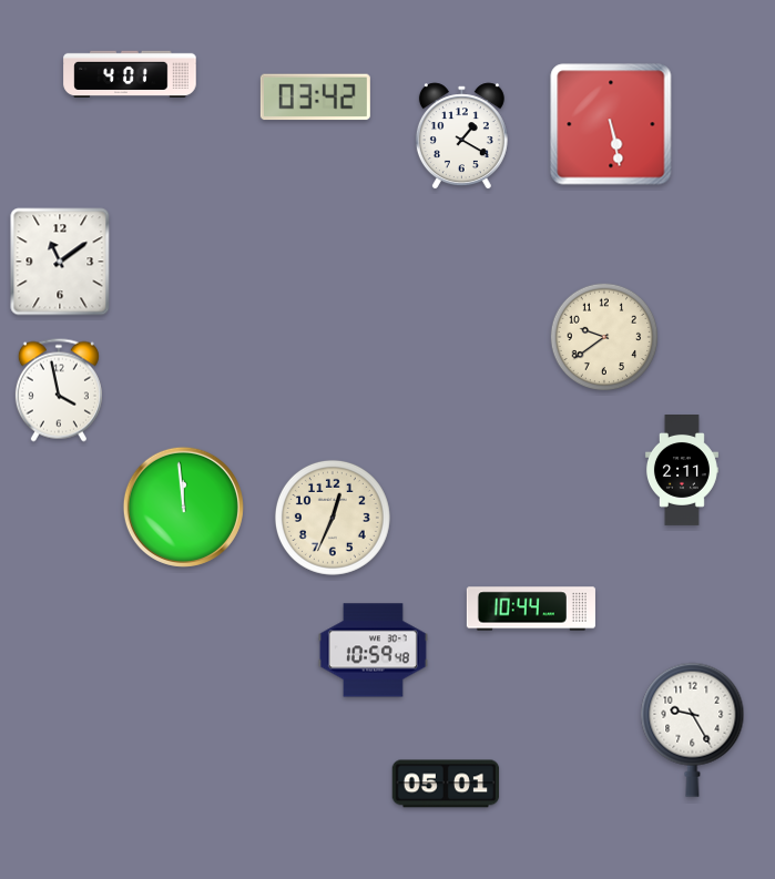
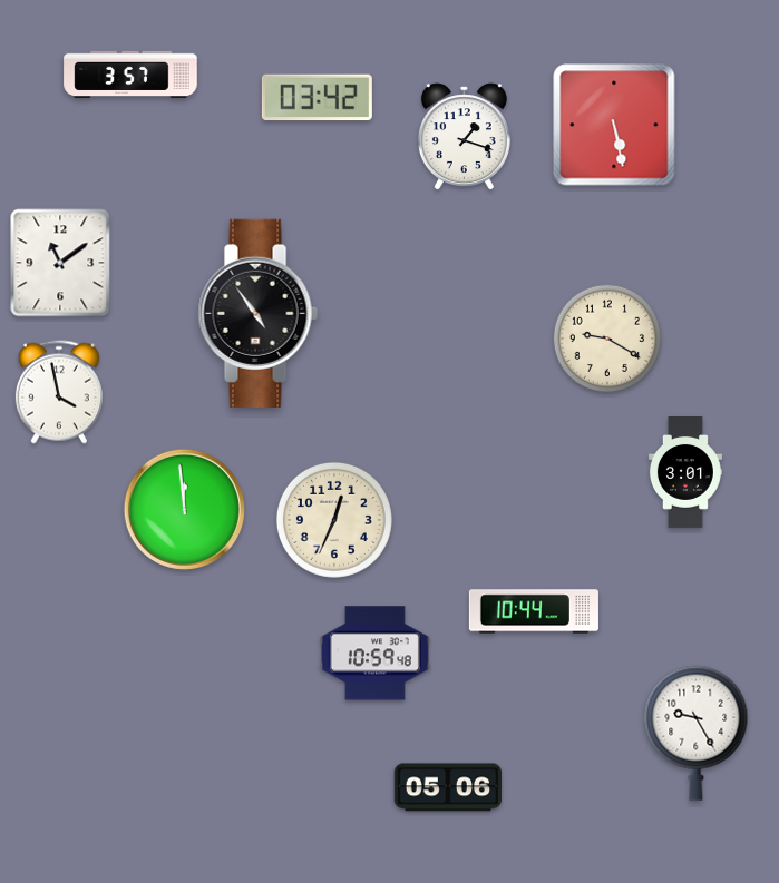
clock at (130, 73): 4:01 -> 3:57
clock at (461, 136): 1:20 -> 1:18
clock at (257, 313): none -> 4:54
clock at (604, 337): 9:39 -> 9:20
clock at (682, 471): 2:11 -> 3:01
clock at (446, 784): 05:01 -> 05:06
